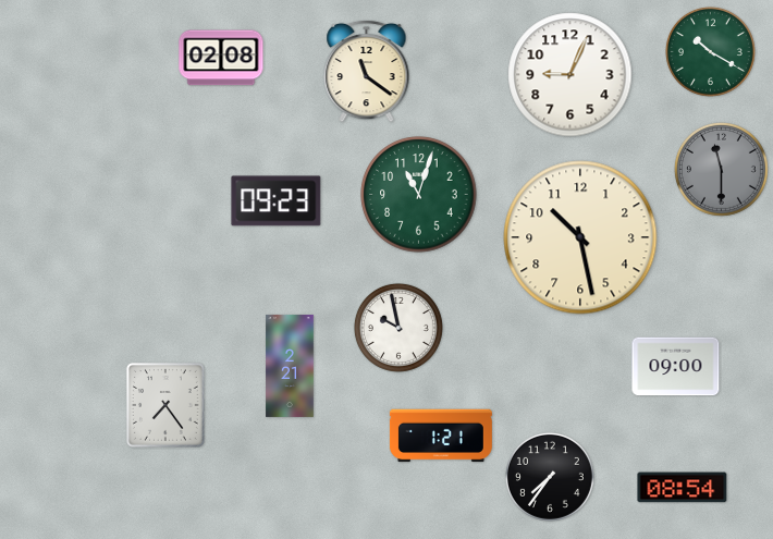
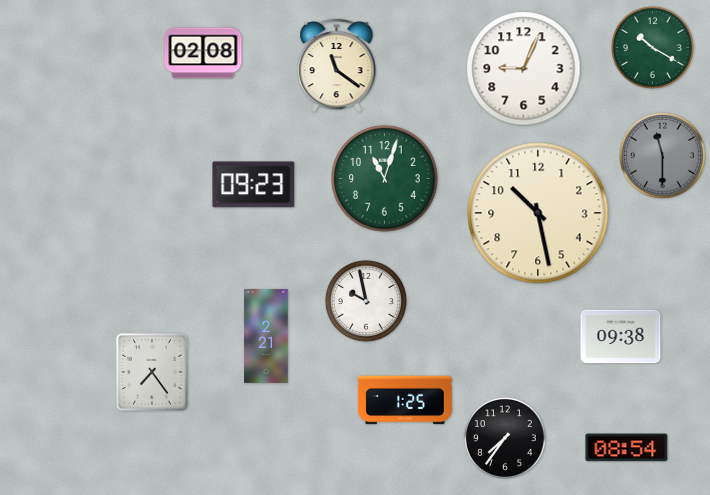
clock at (580, 237) position: (580, 237) -> (538, 213)
clock at (676, 367): 09:00 -> 09:38
clock at (441, 436): 1:21 -> 1:25
